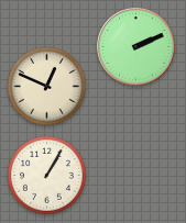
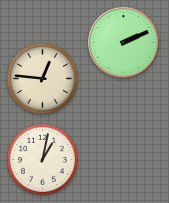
clock at (46, 86): 12:49 -> 12:46
clock at (46, 175): 1:05 -> 1:02
